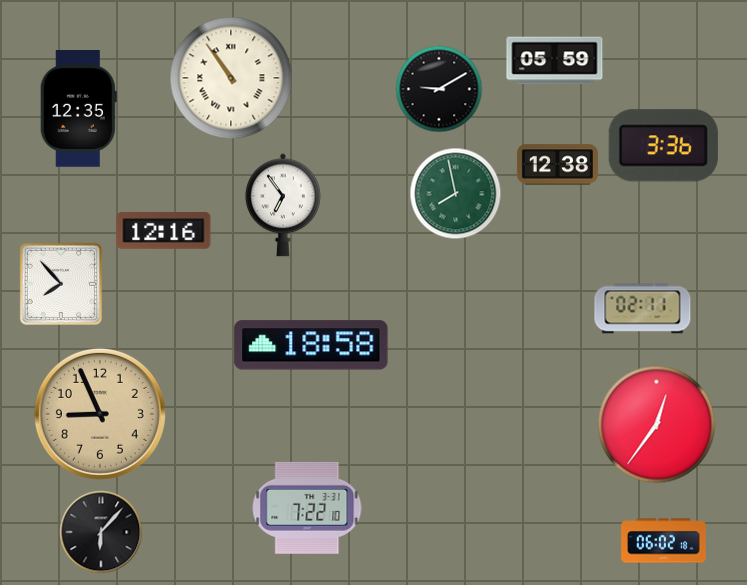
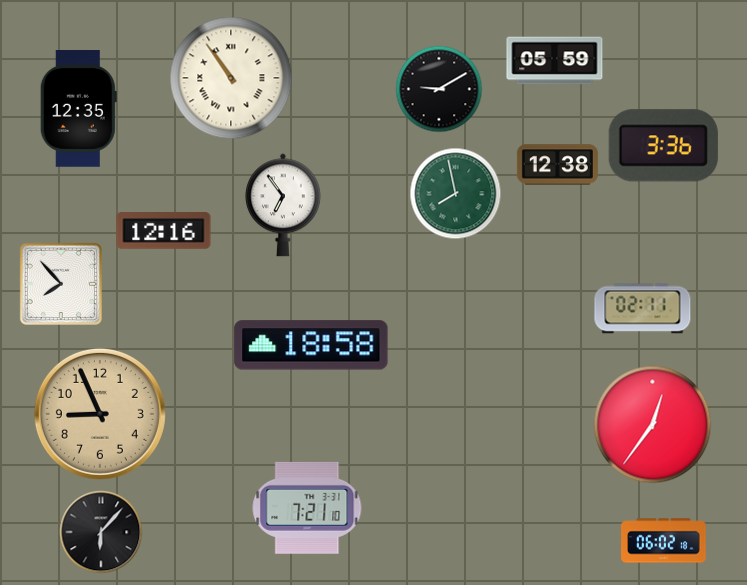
clock at (657, 425) position: (657, 425) -> (653, 425)
clock at (307, 508): 7:22 -> 7:21
